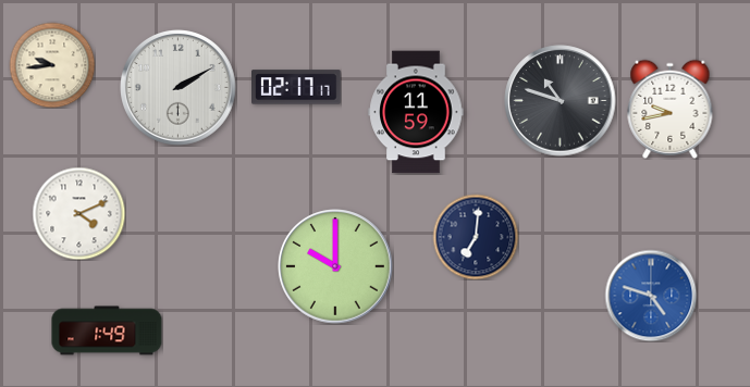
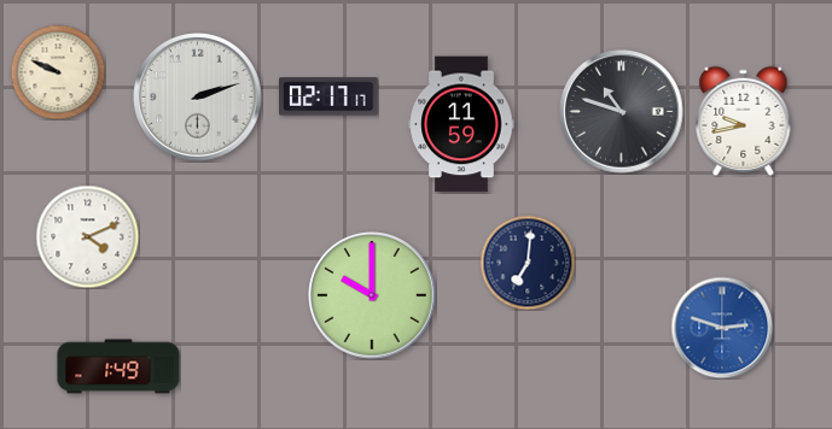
clock at (52, 65): 9:44 -> 9:49
clock at (179, 88): 2:10 -> 2:12
clock at (651, 296): 4:48 -> 2:48
